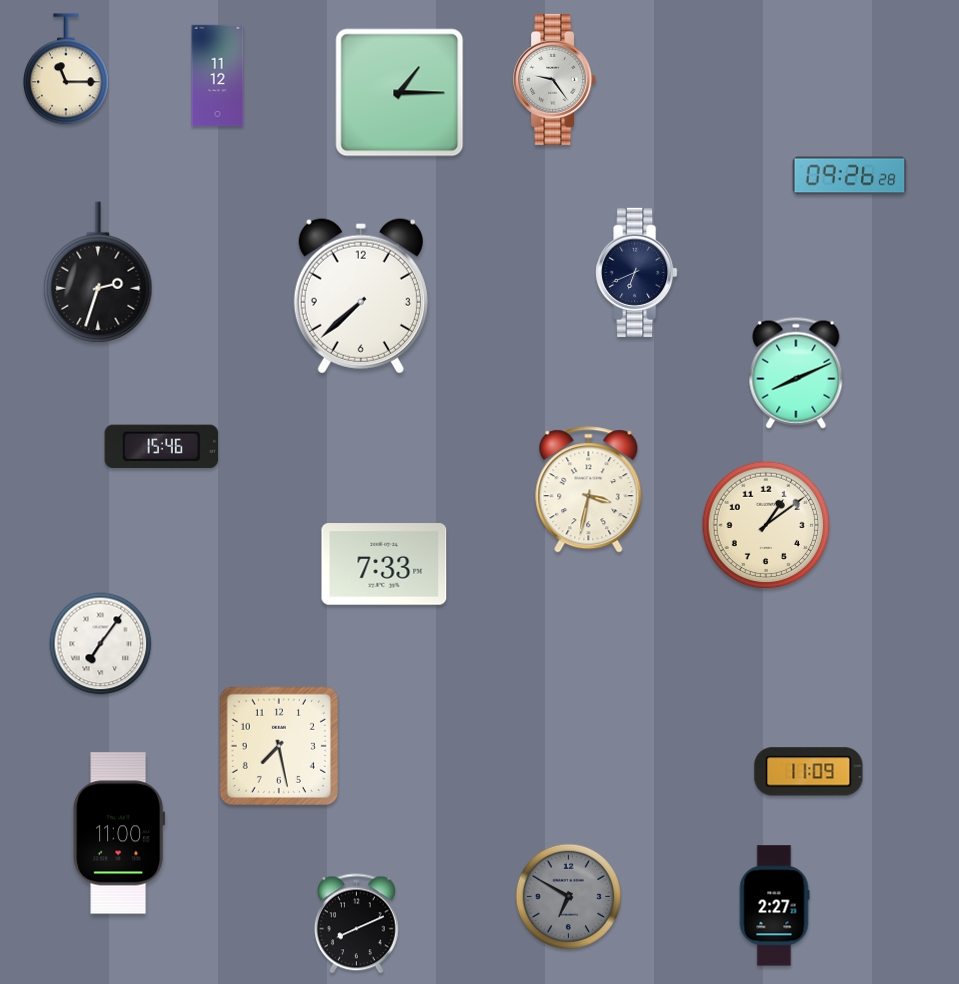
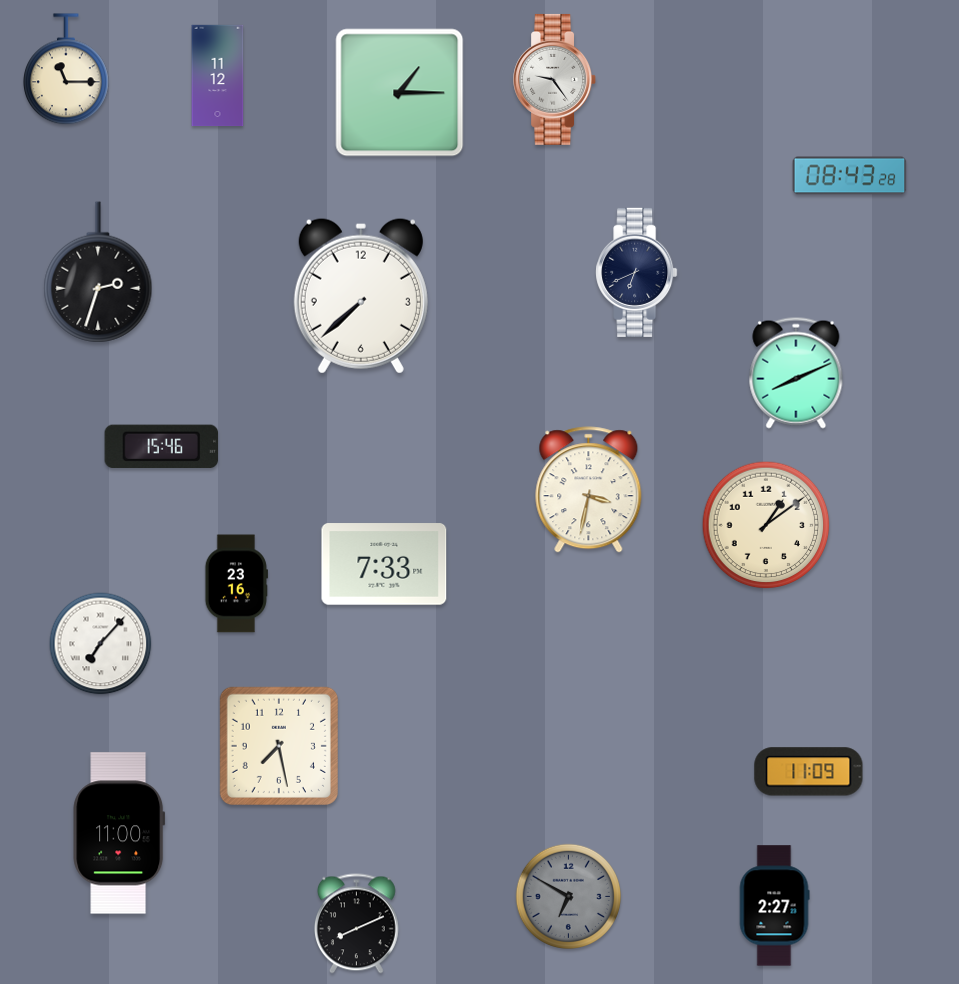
clock at (850, 176): 09:26 -> 08:43
clock at (236, 584): none -> 23:16
clock at (101, 644): 7:06 -> 7:07
